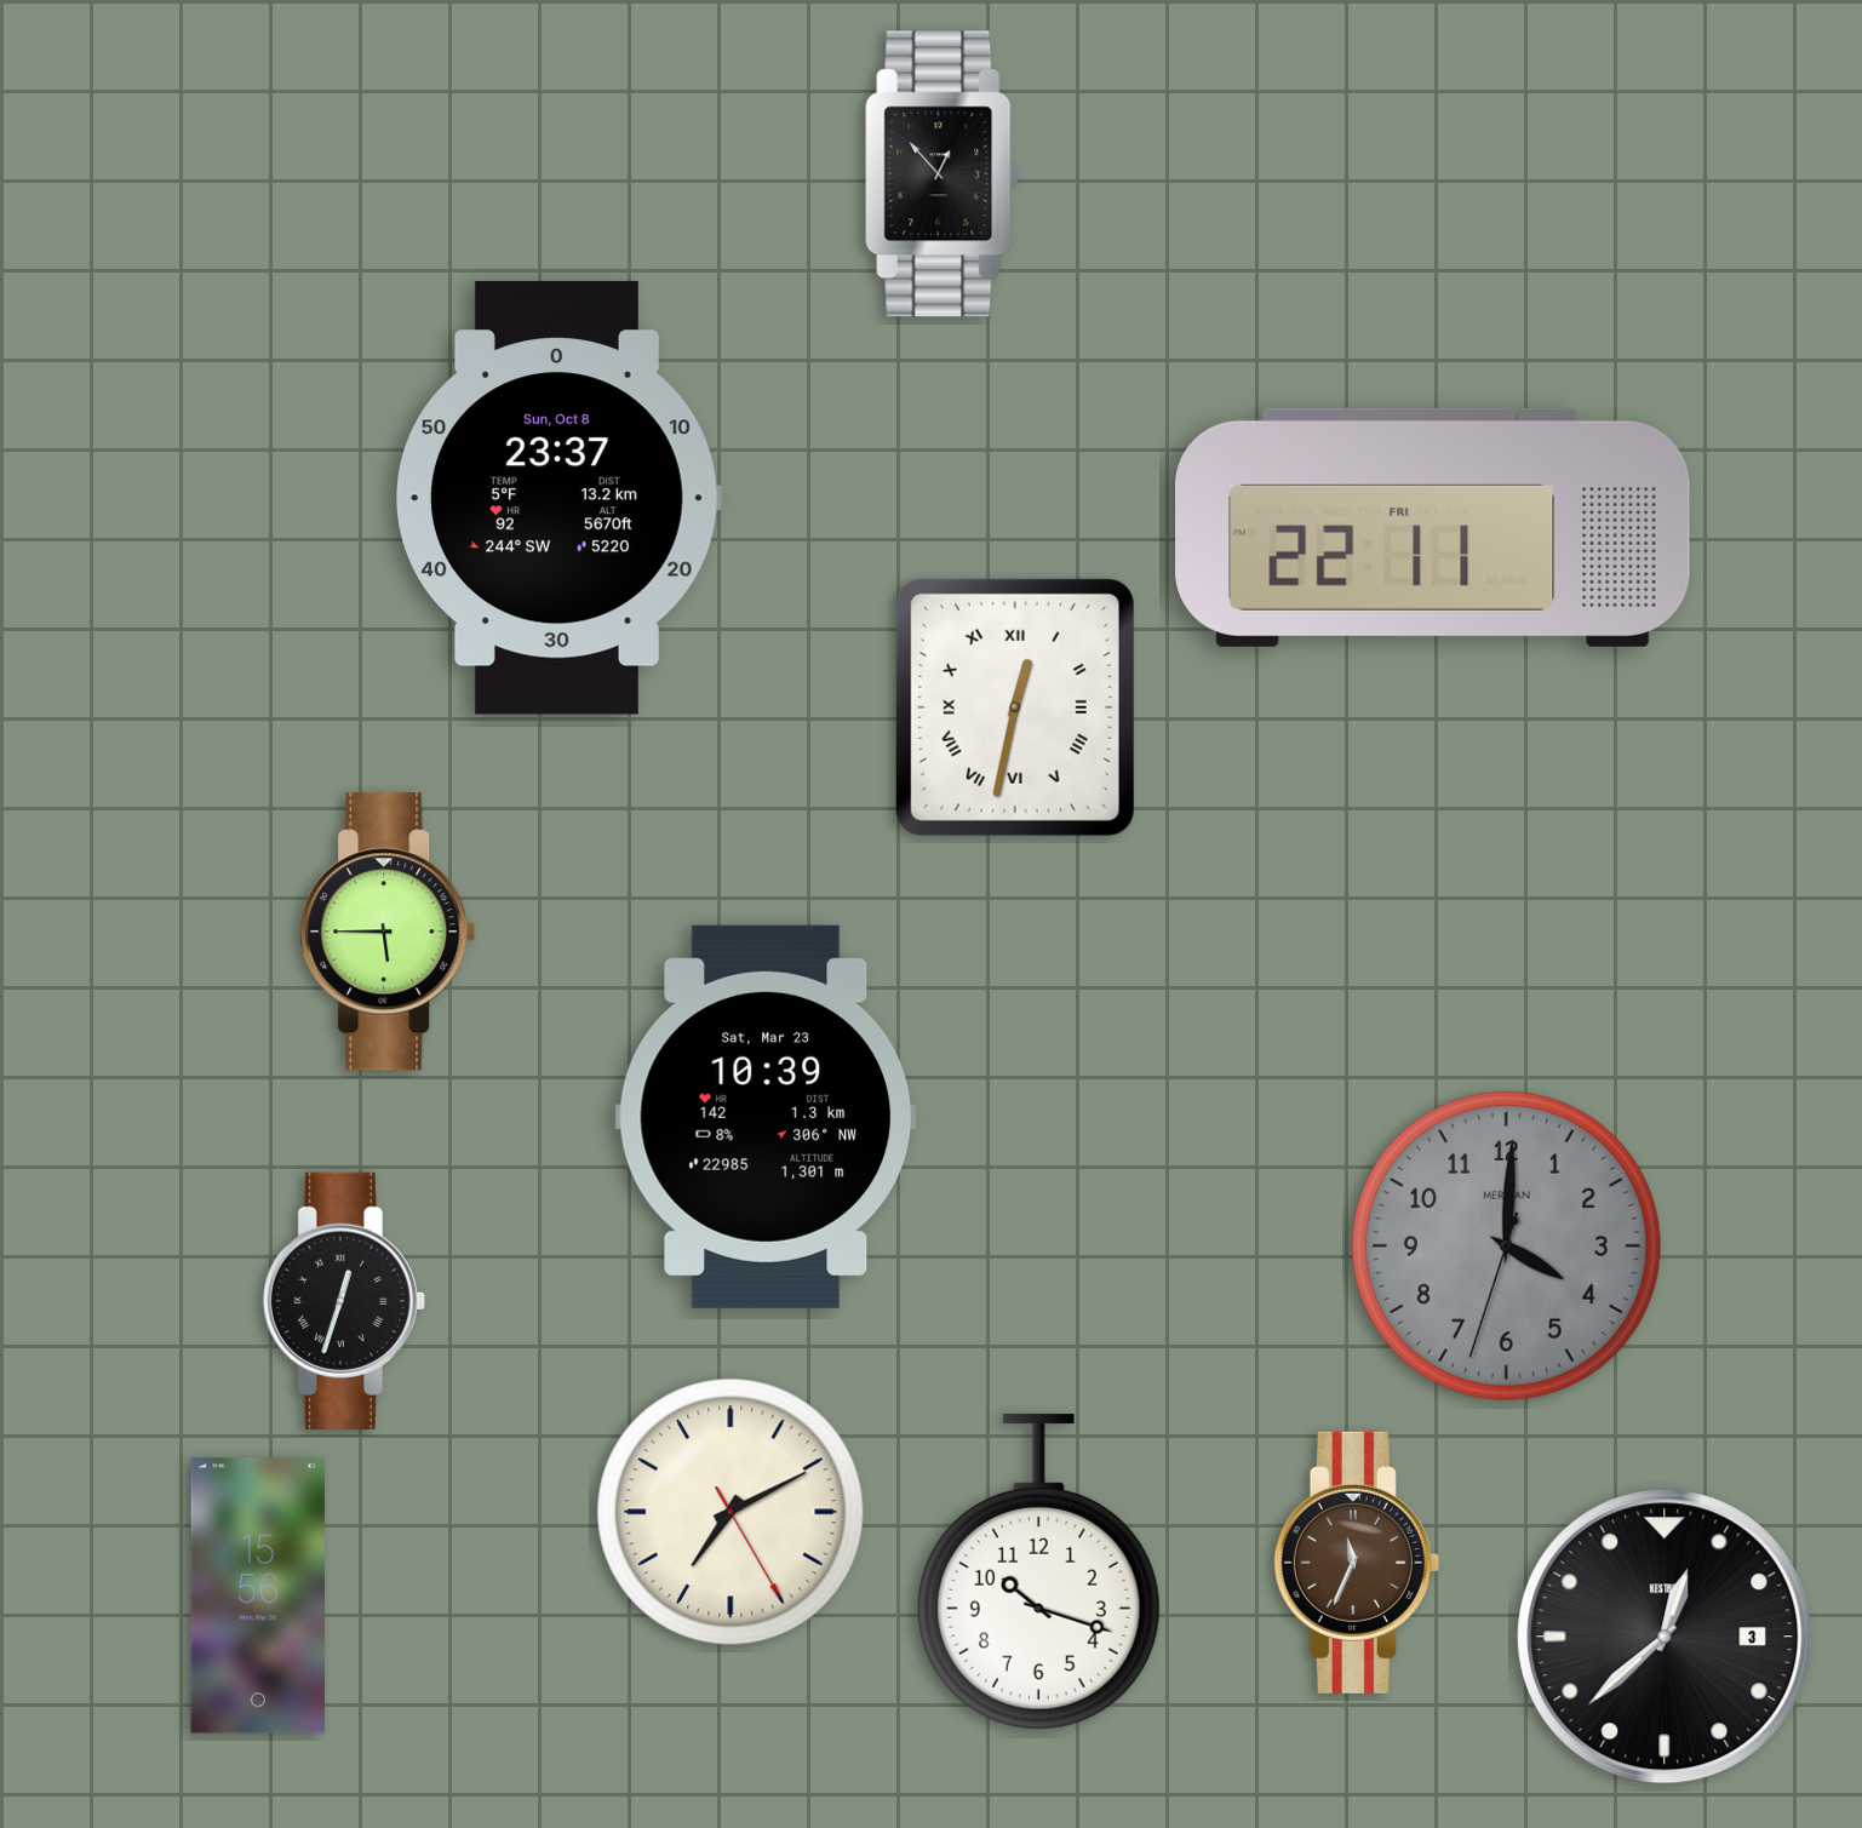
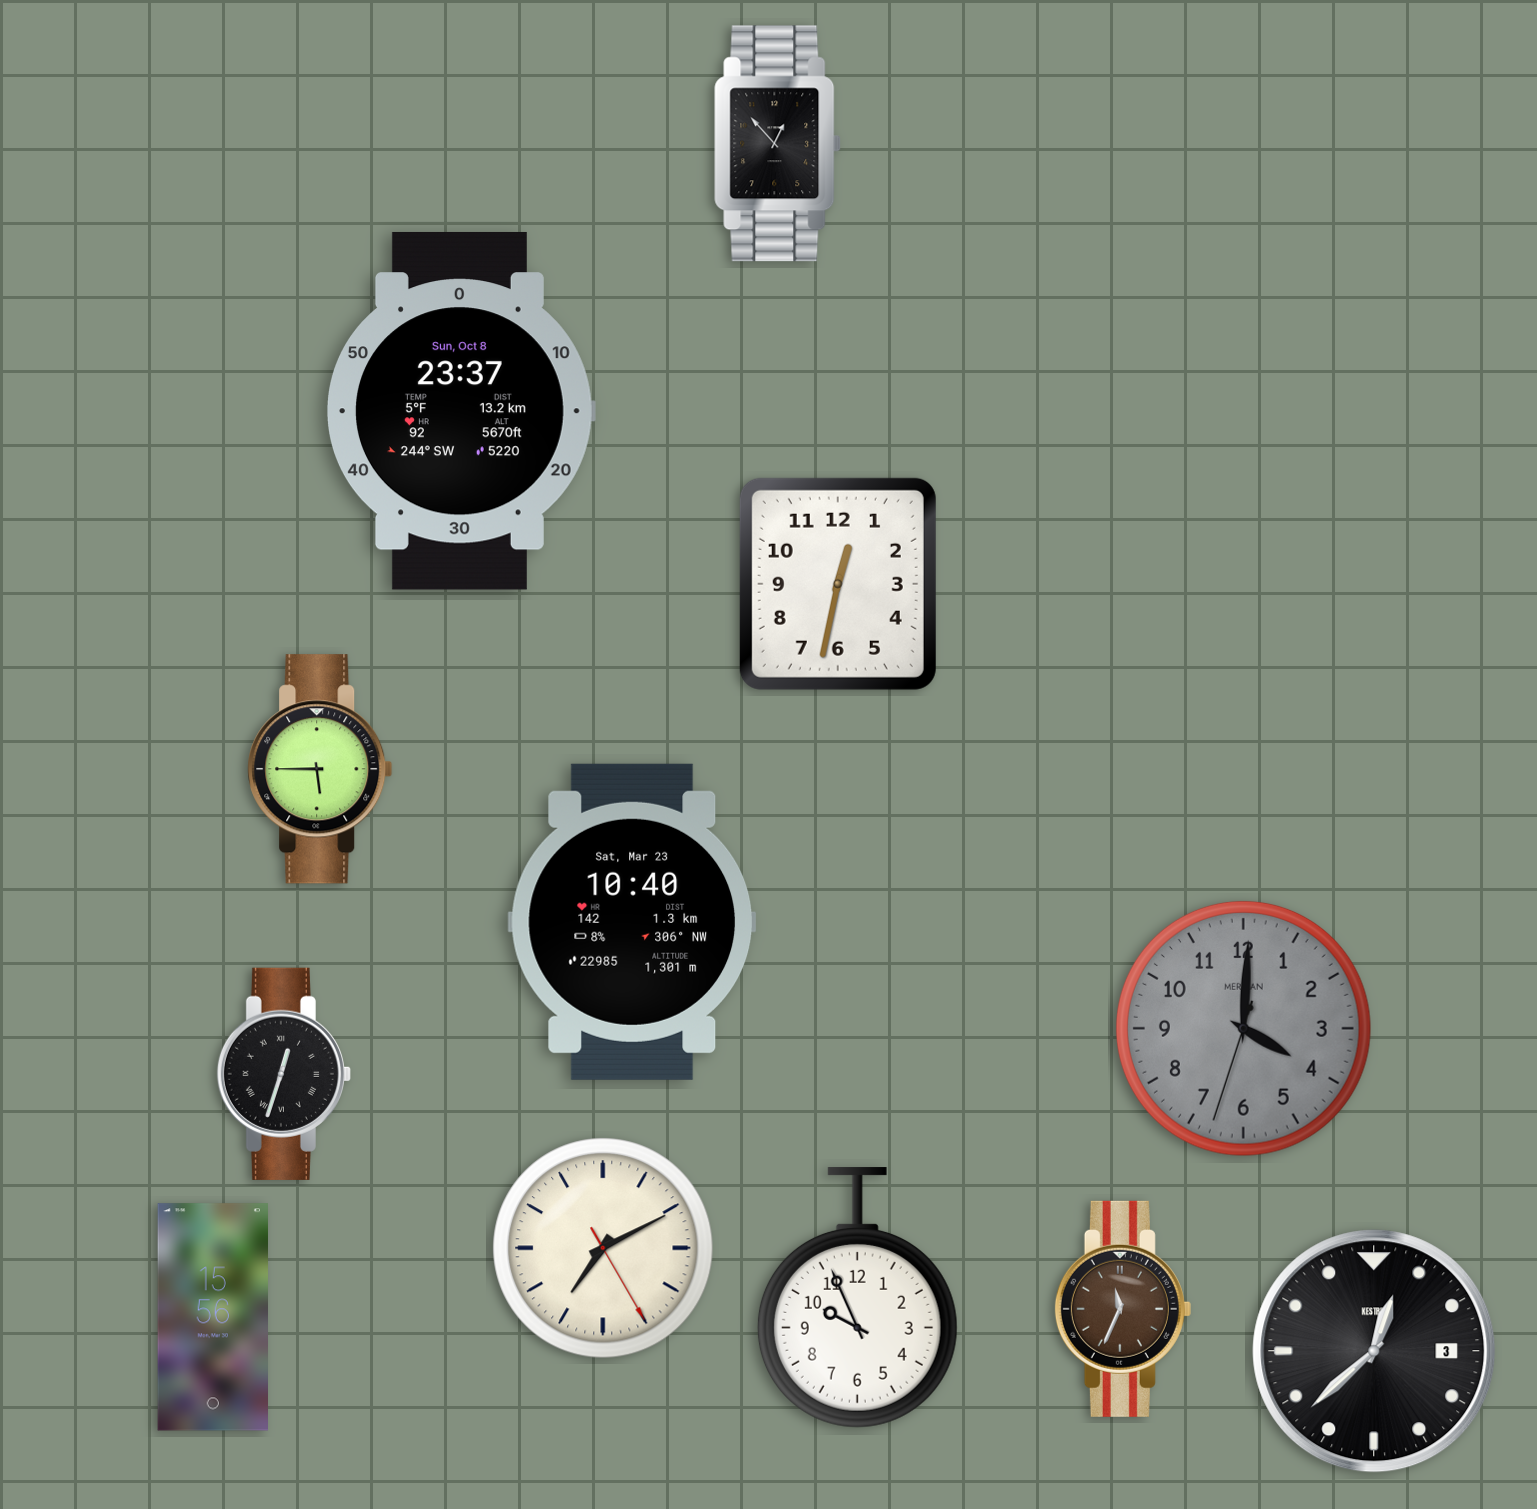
clock at (1433, 527): 22:11 -> none
clock at (1015, 707) numerals: Roman -> Arabic
clock at (766, 1117): 10:39 -> 10:40
clock at (1357, 1563) position: (1357, 1563) -> (1123, 1309)
clock at (1038, 1572): 10:18 -> 9:56
